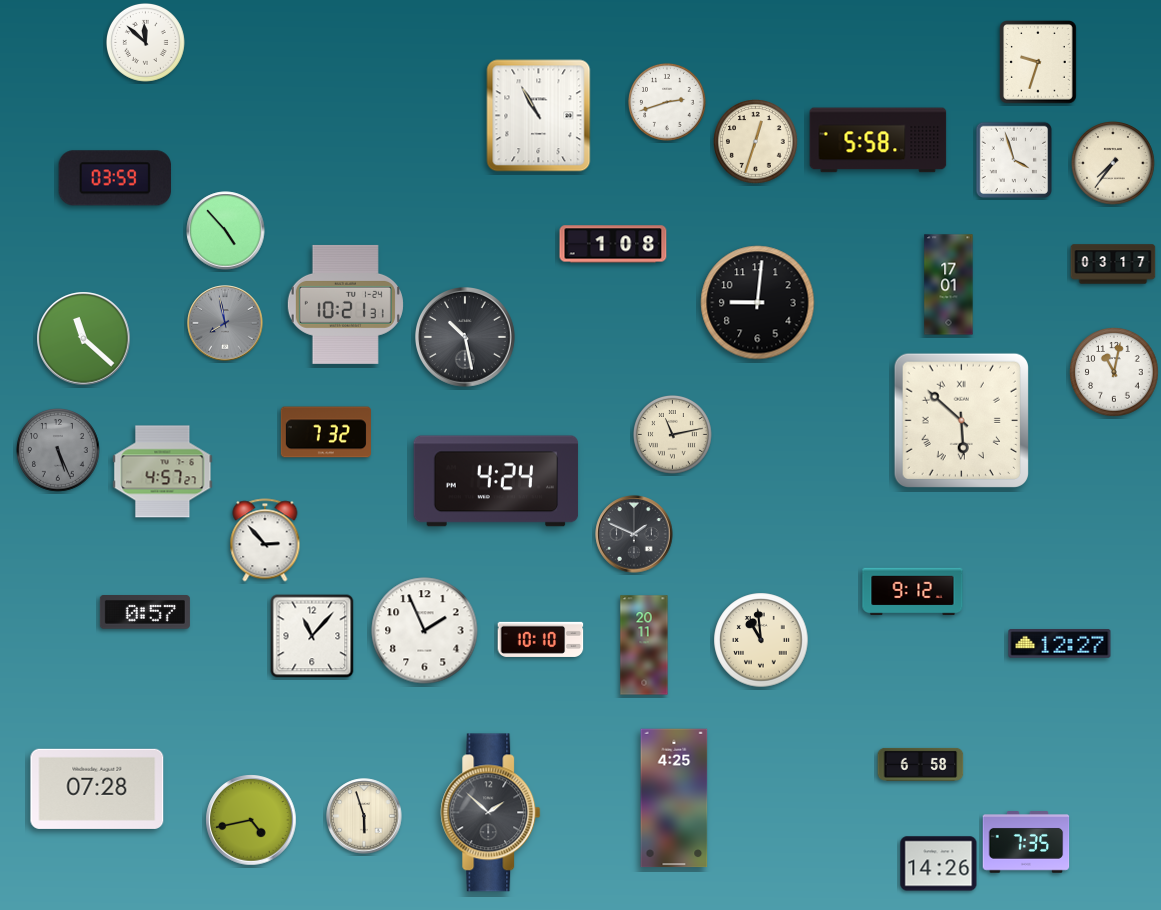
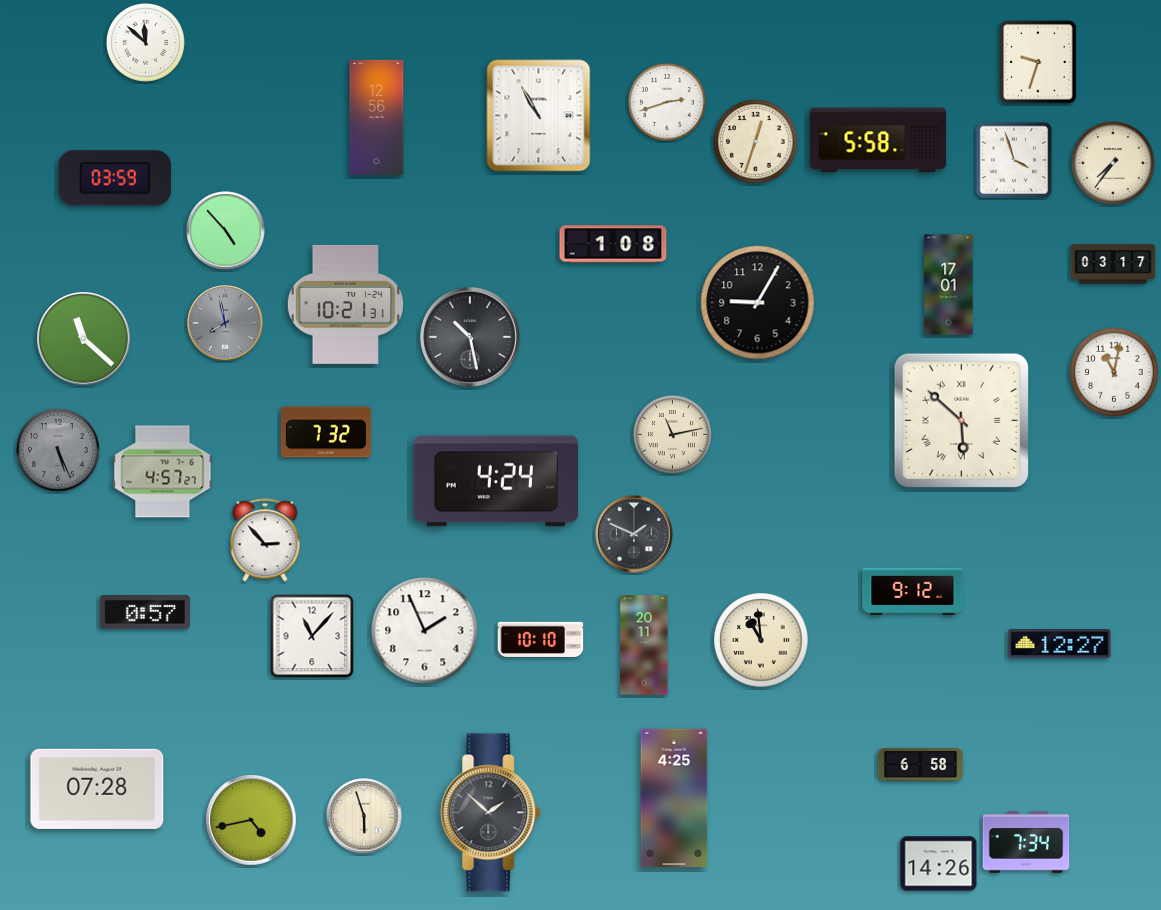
clock at (377, 117): none -> 12:56
clock at (758, 303): 9:01 -> 9:05
clock at (466, 338) position: (466, 338) -> (471, 338)
clock at (1026, 842): 7:35 -> 7:34
